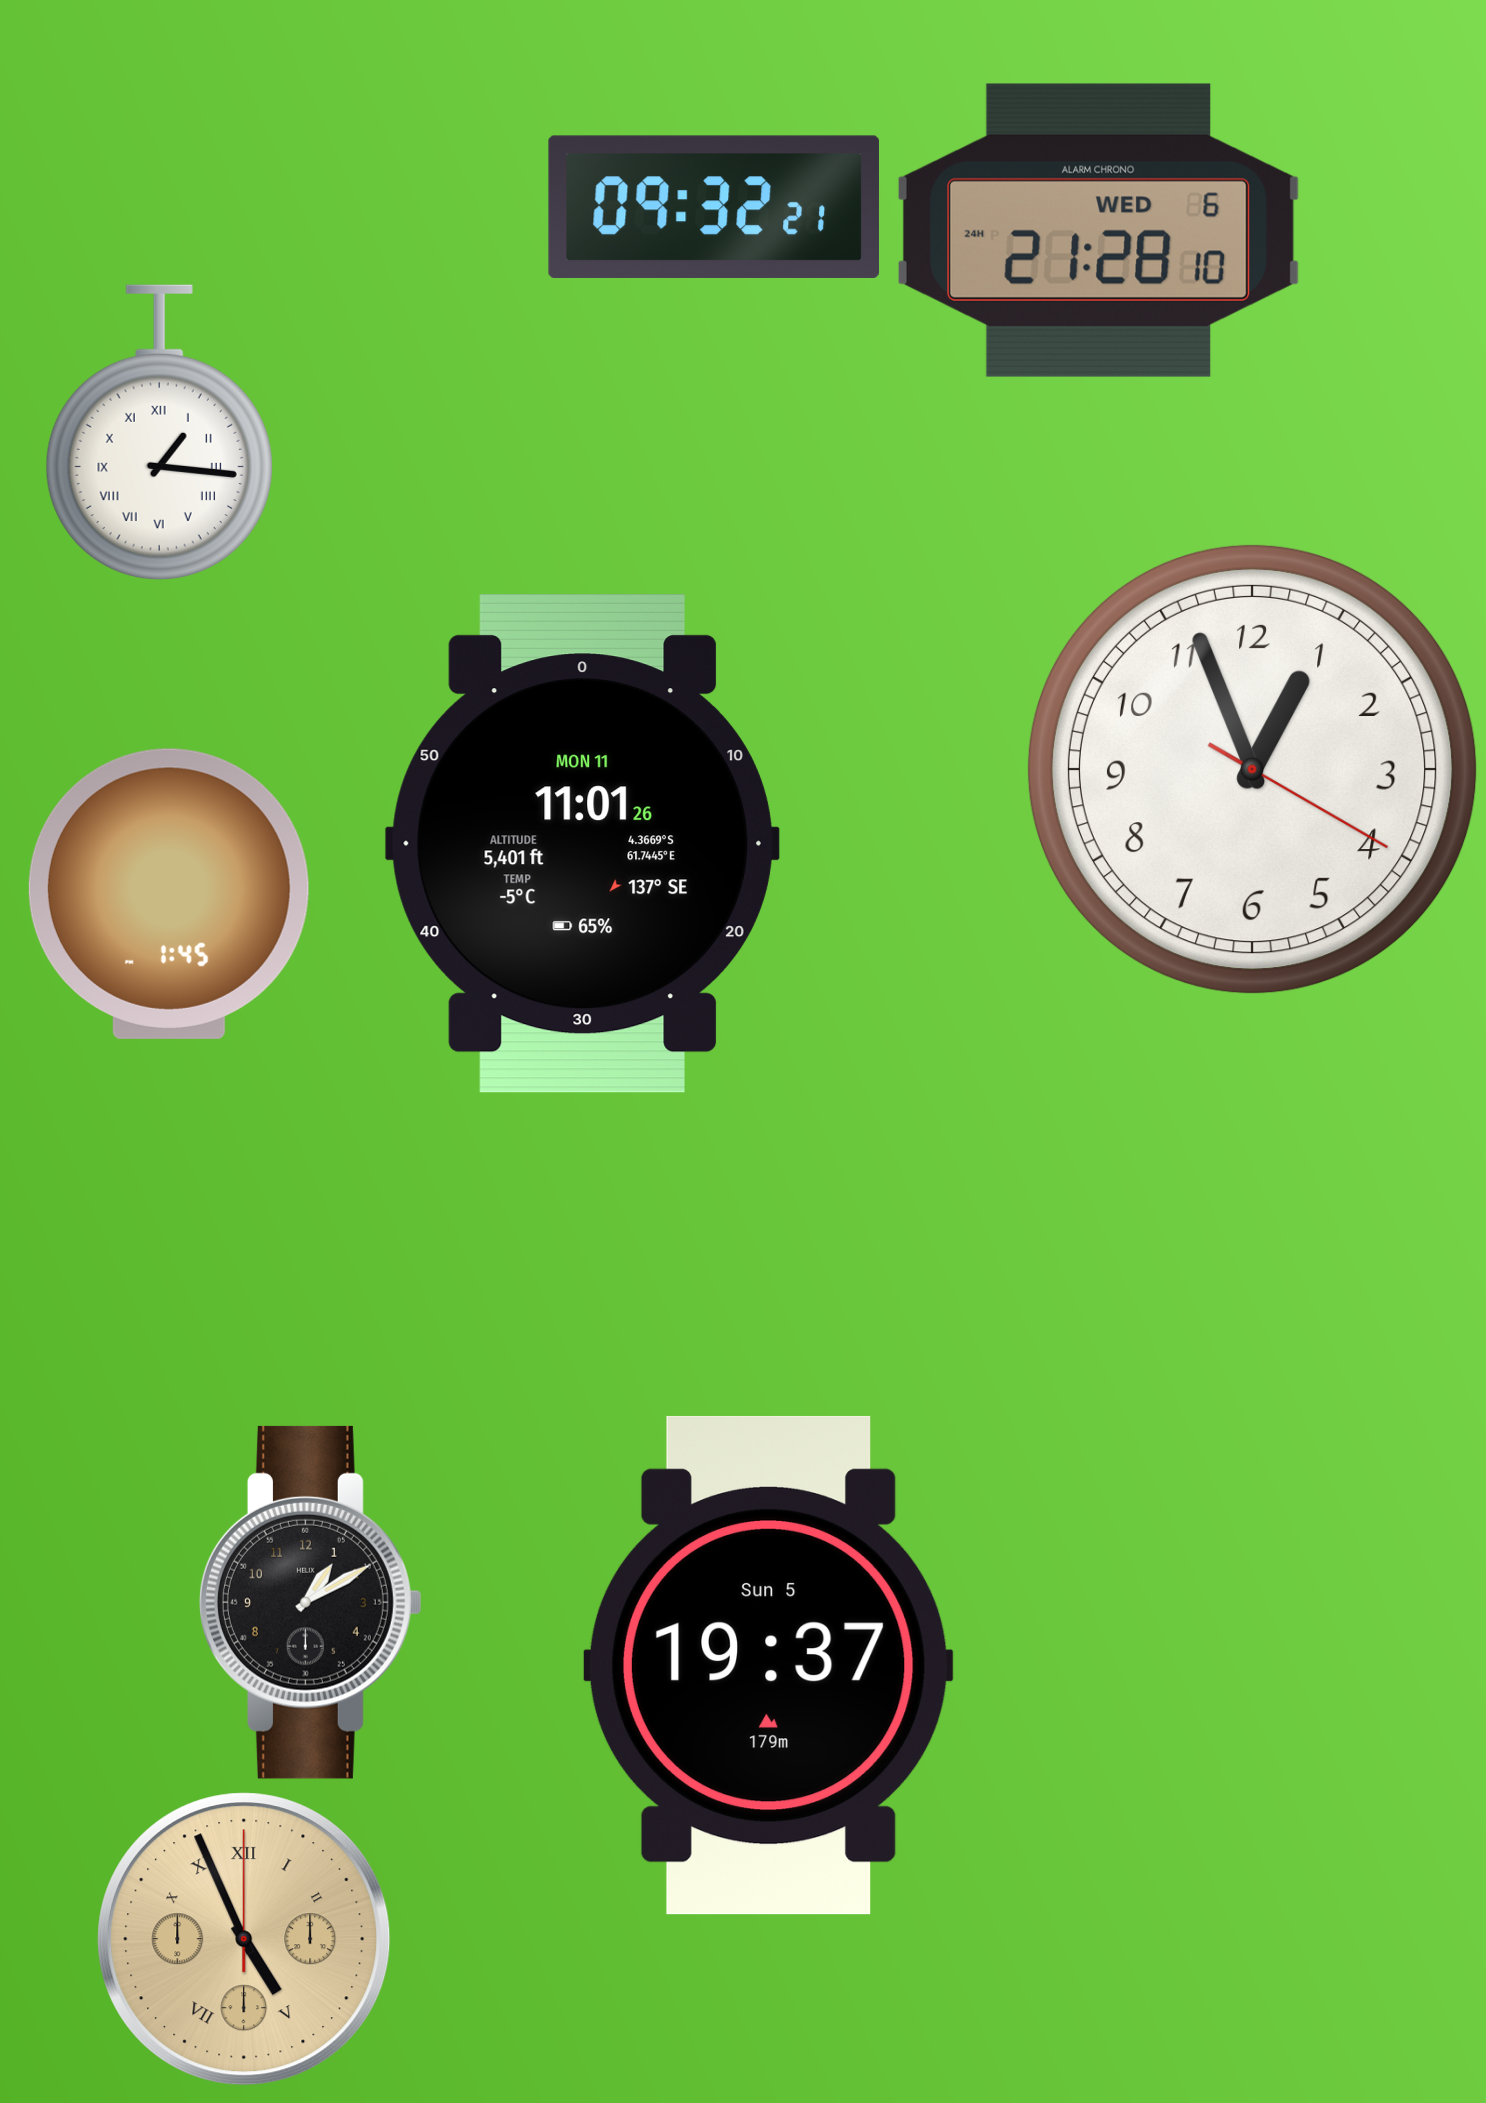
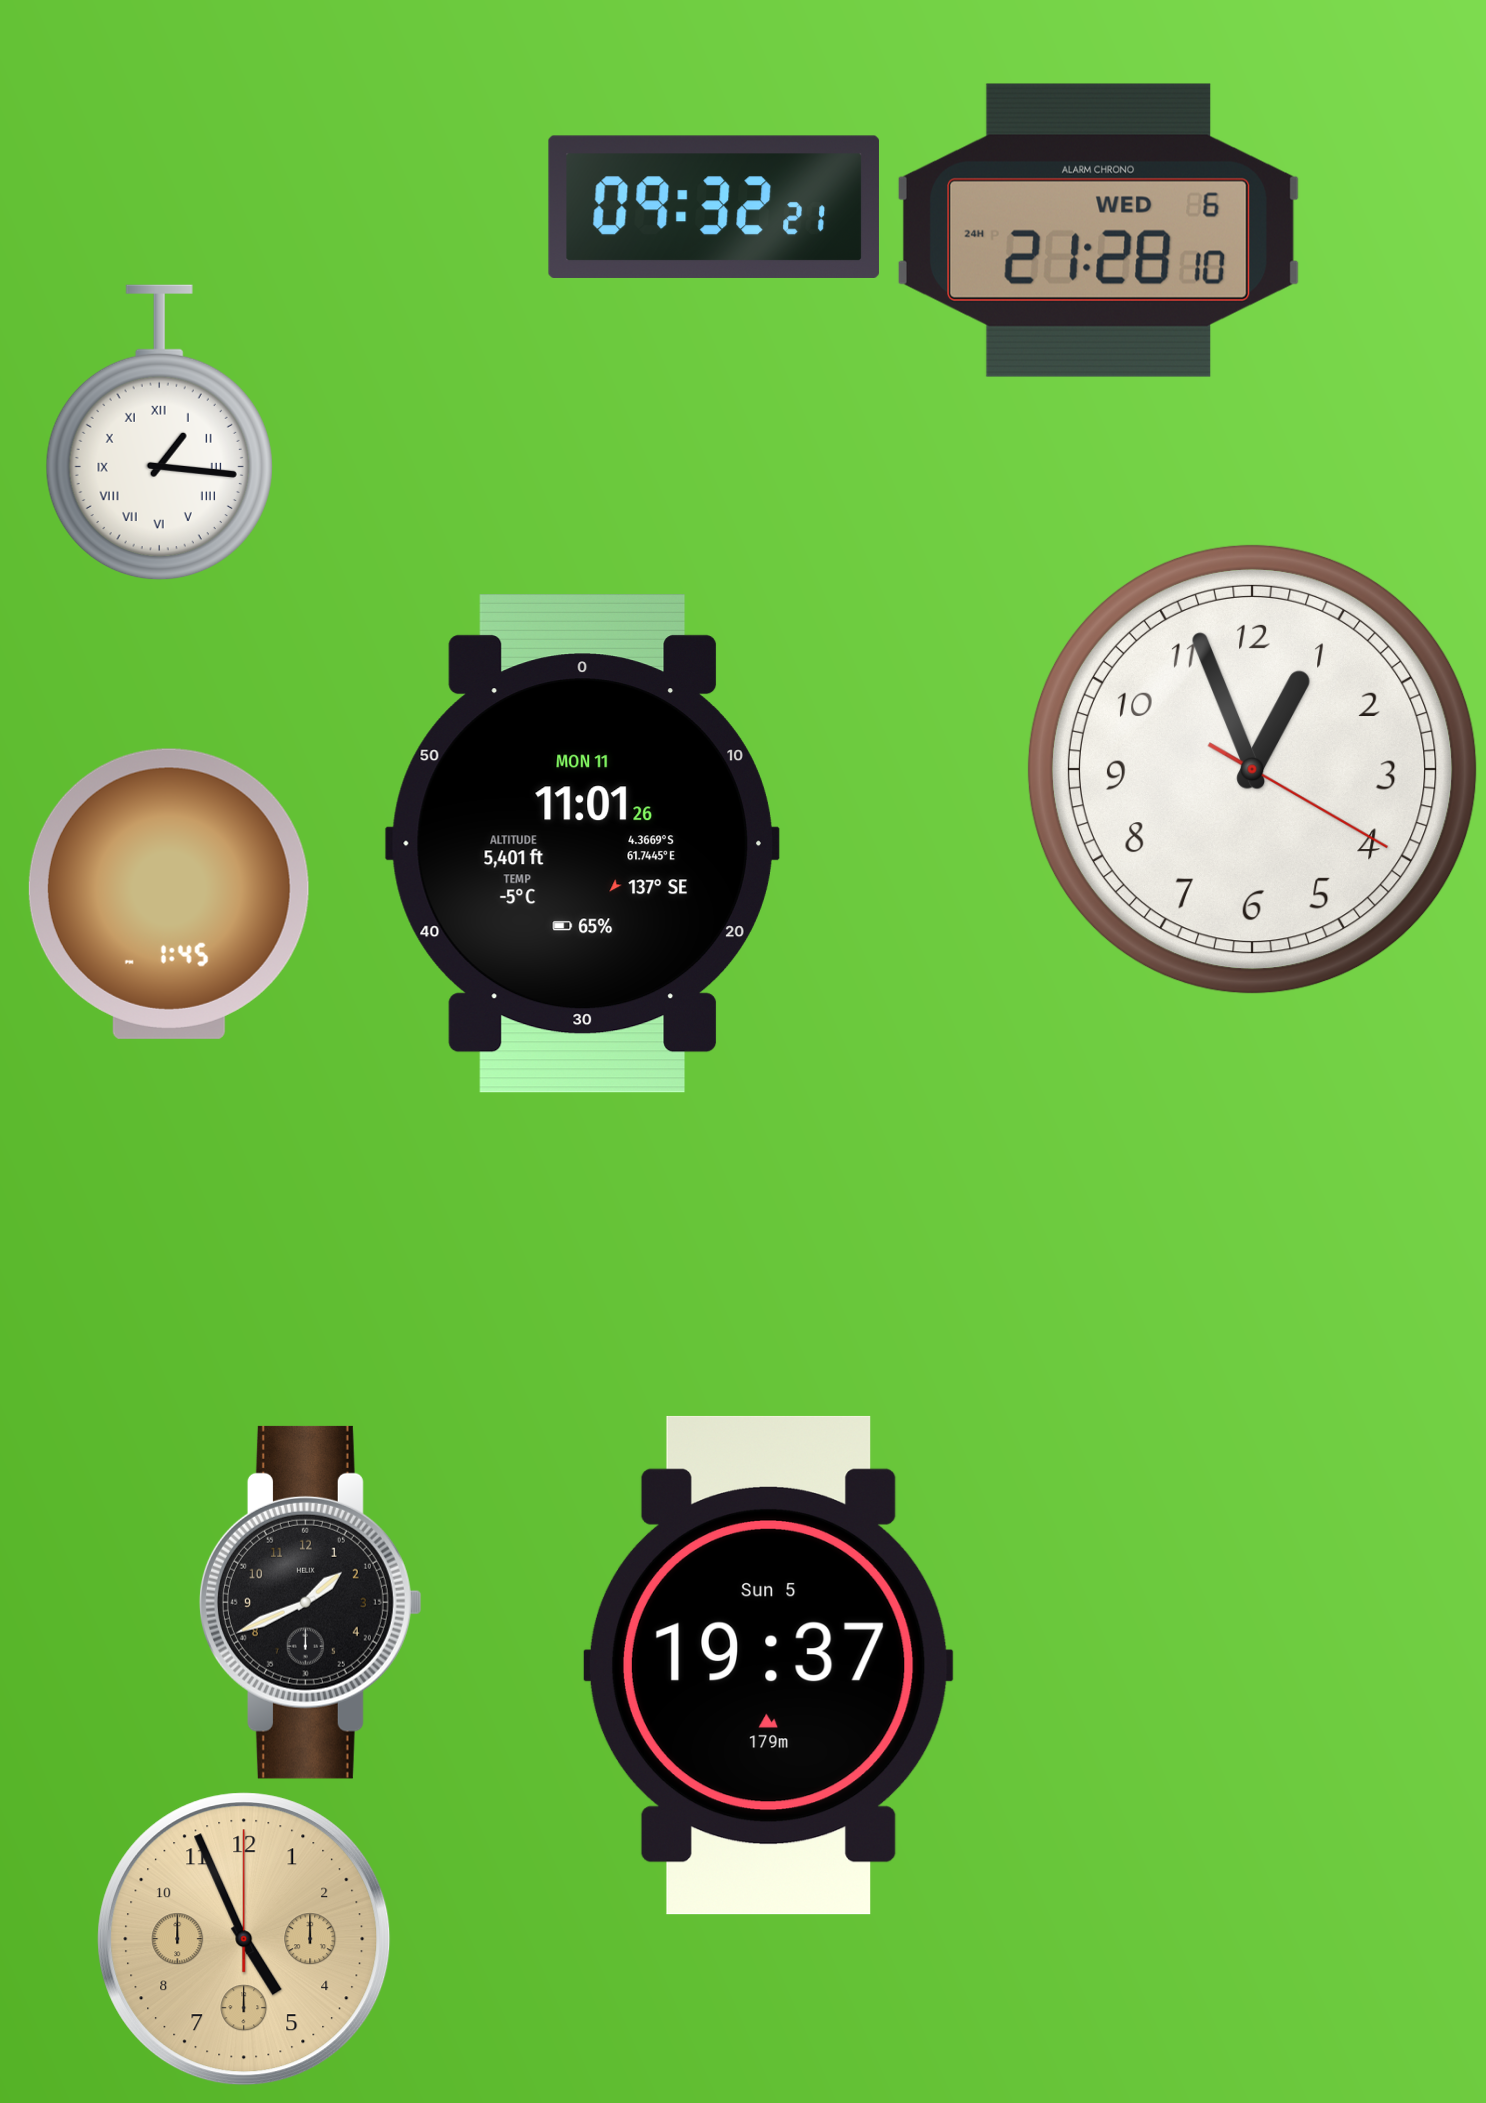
clock at (310, 1602): 1:10 -> 1:41
clock at (244, 1939) numerals: Roman -> Arabic
